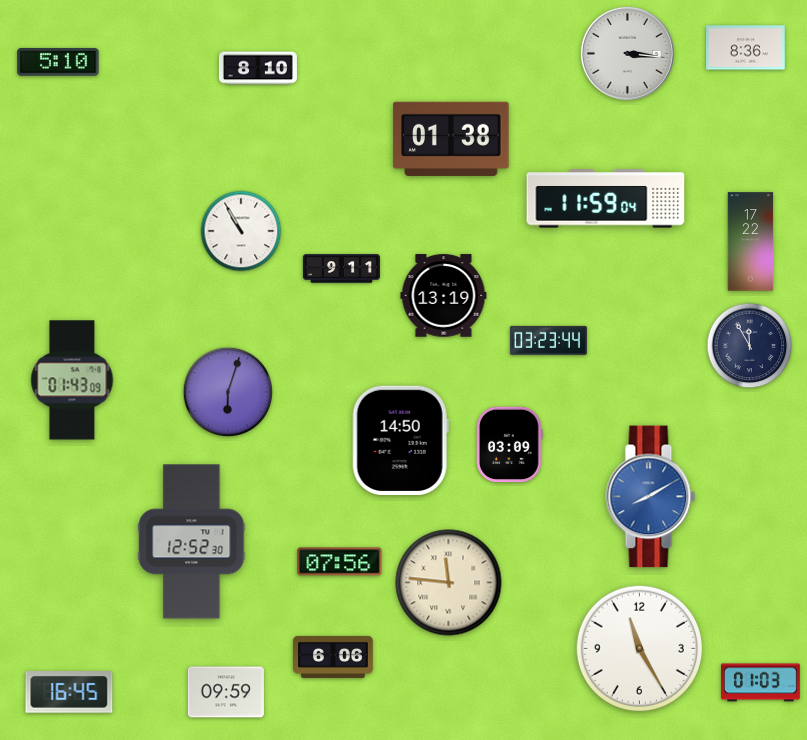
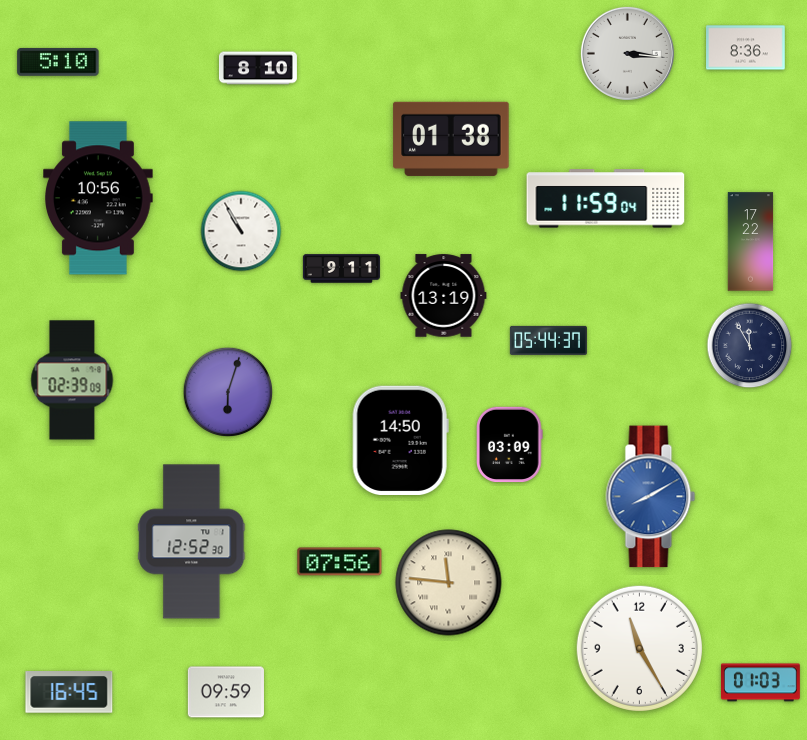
clock at (99, 198): none -> 10:56
clock at (548, 340): 03:23 -> 05:44
clock at (72, 380): 01:43 -> 02:39
clock at (333, 657): 6:06 -> none
